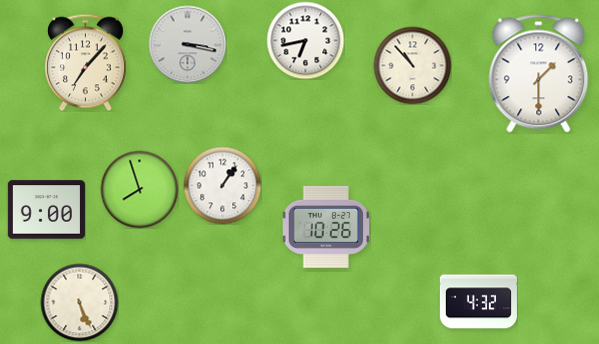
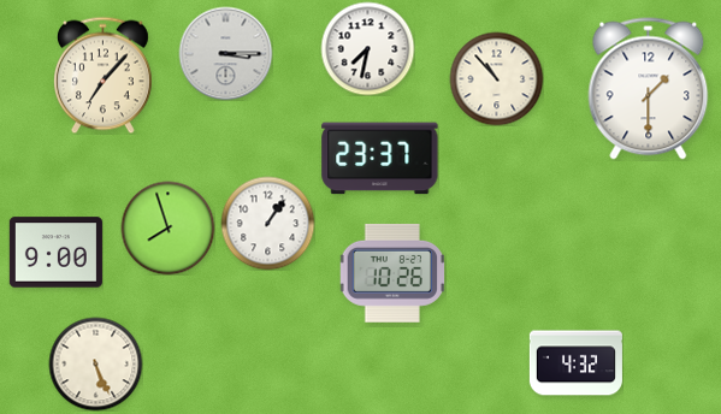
clock at (305, 40): 6:43 -> 7:32
clock at (187, 44): 3:17 -> 3:15
clock at (380, 159): none -> 23:37
